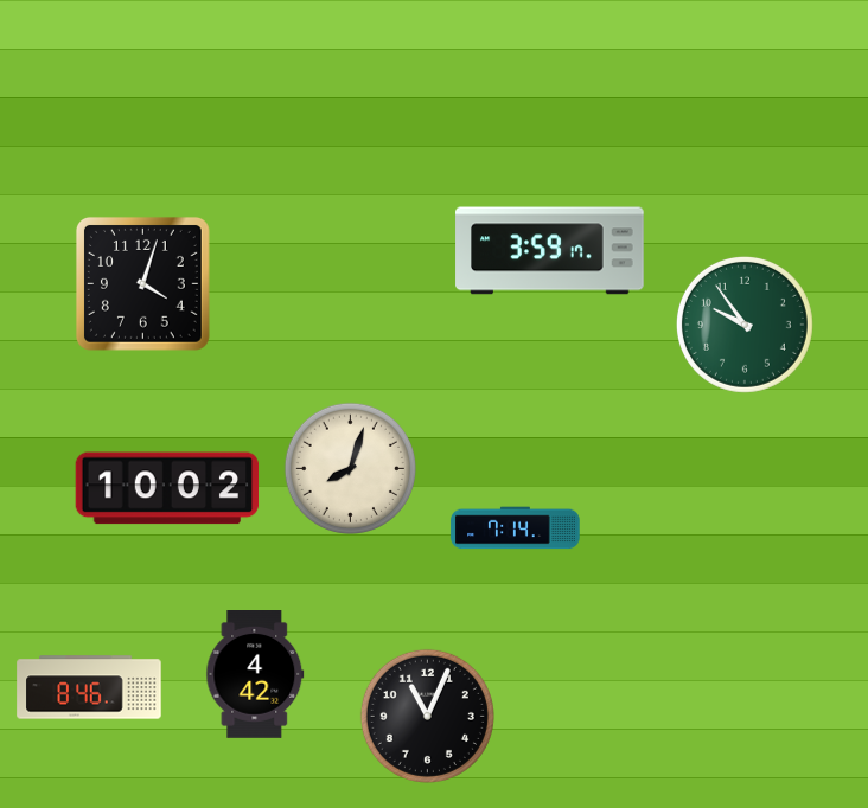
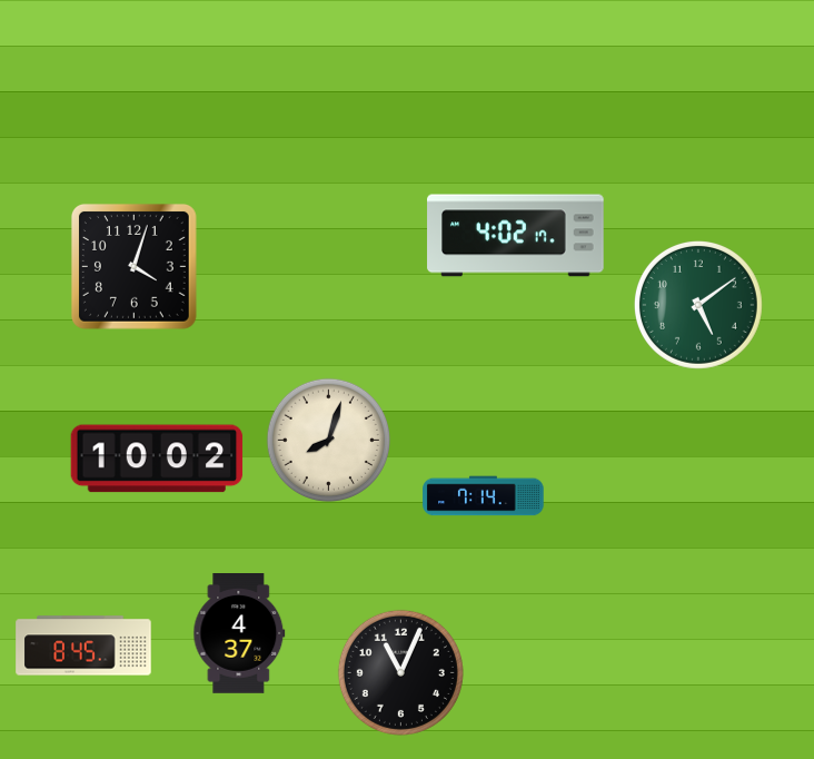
clock at (550, 251): 3:59 -> 4:02
clock at (745, 325): 9:54 -> 5:09
clock at (255, 675): 4:42 -> 4:37
clock at (89, 687): 8:46 -> 8:45
